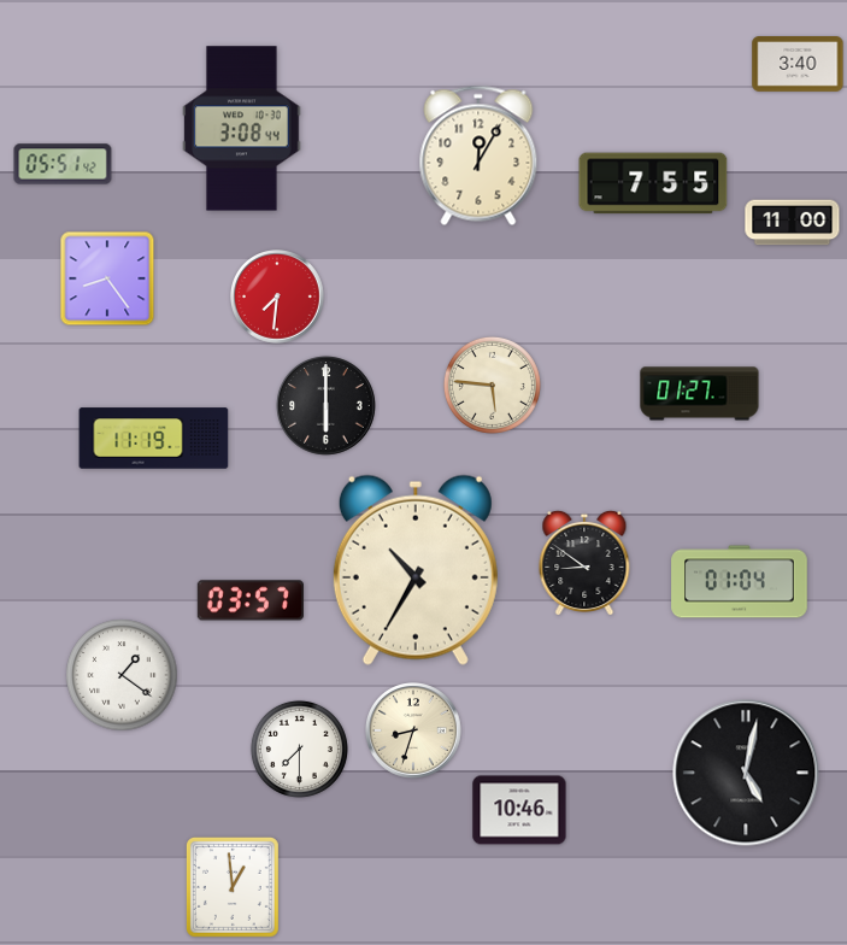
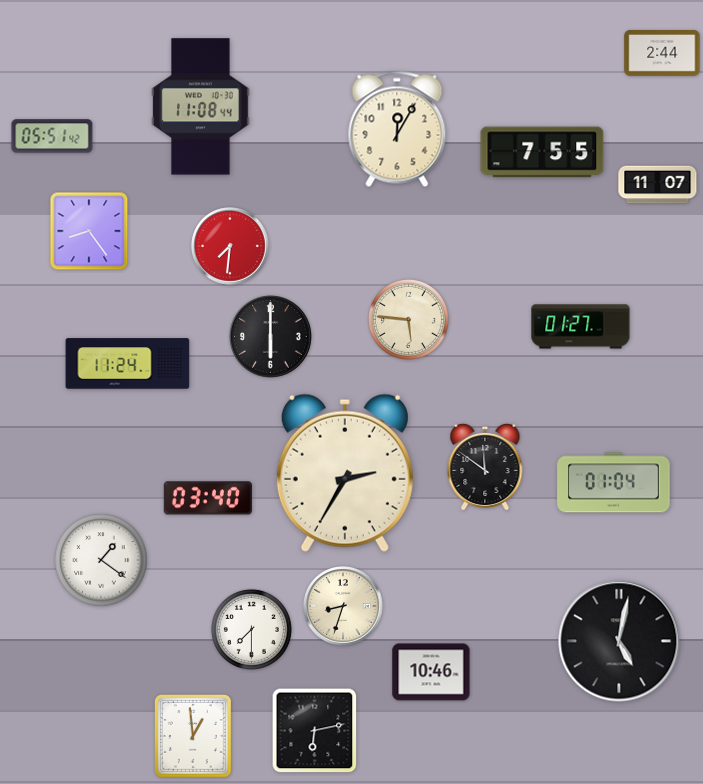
clock at (798, 65): 3:40 -> 2:44
clock at (242, 129): 3:08 -> 11:08
clock at (793, 223): 11:00 -> 11:07
clock at (154, 439): 11:19 -> 11:24
clock at (584, 562): 8:51 -> 11:51
clock at (416, 570): 10:35 -> 2:35
clock at (251, 600): 03:57 -> 03:40
clock at (299, 749) position: (299, 749) -> (251, 629)
clock at (315, 731): none -> 6:13
